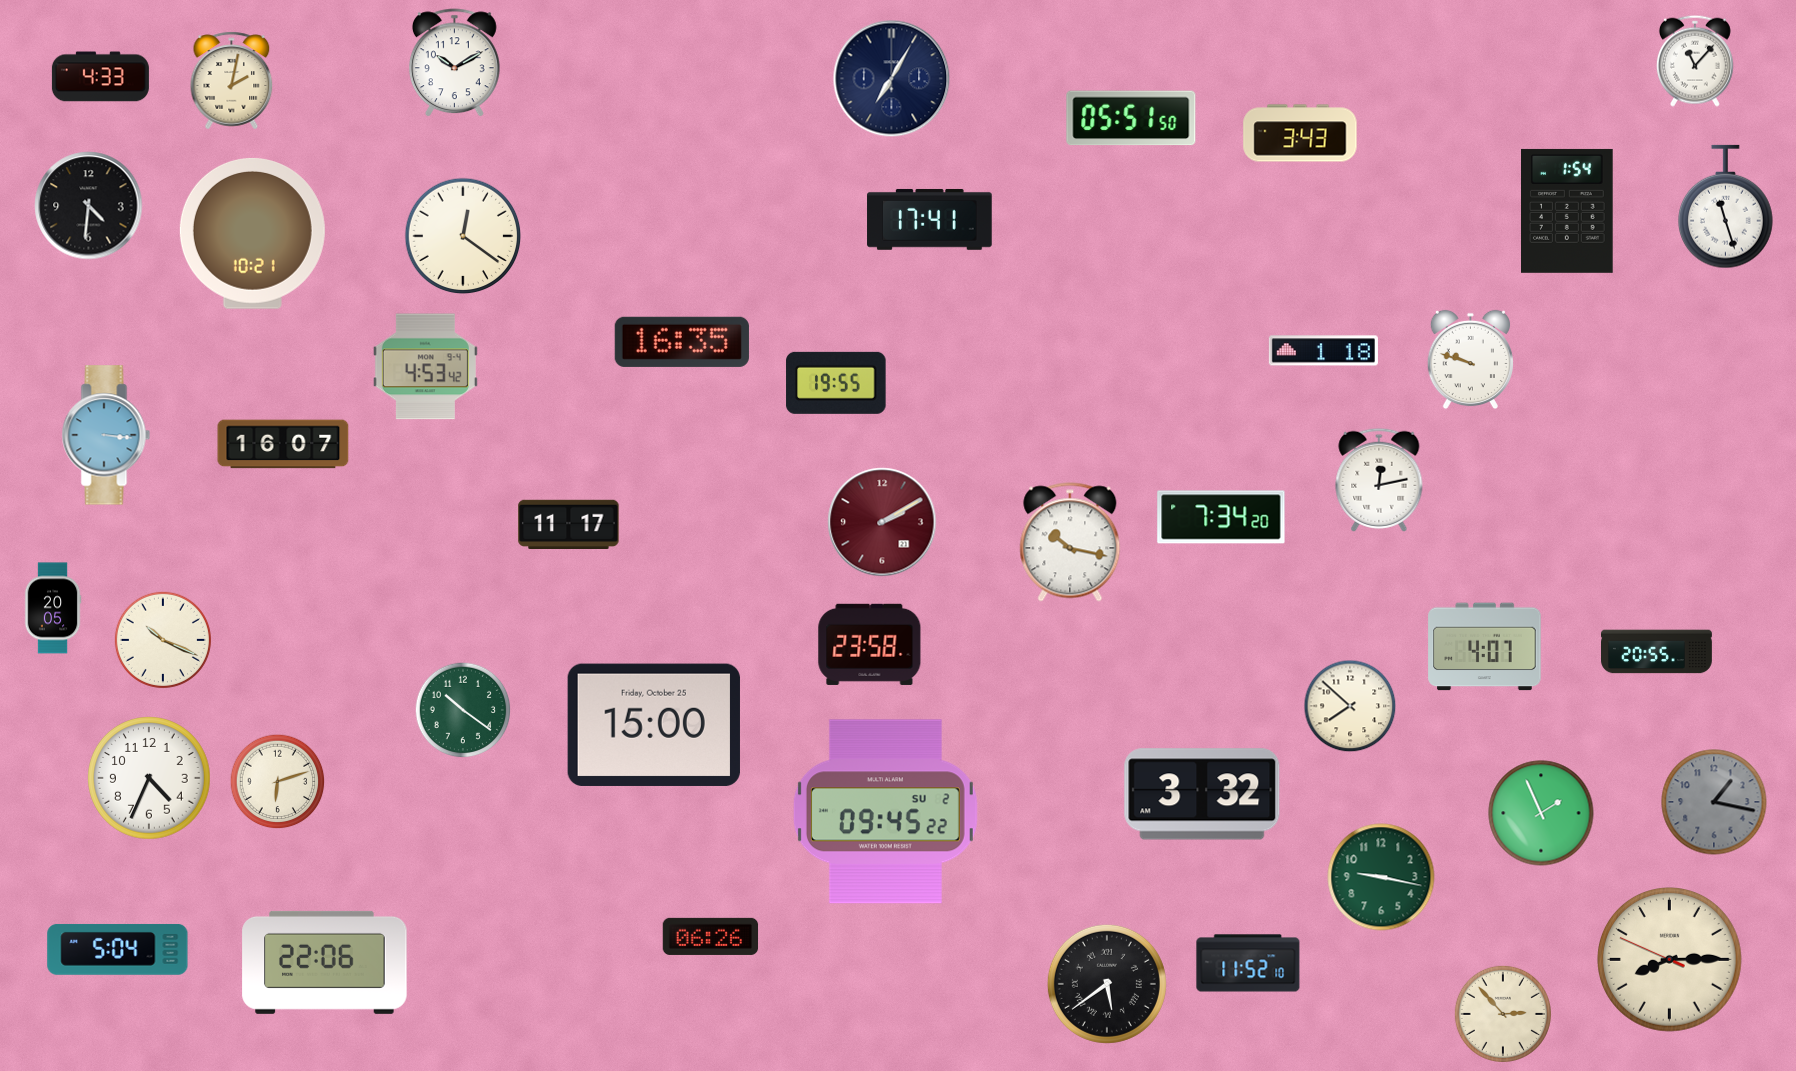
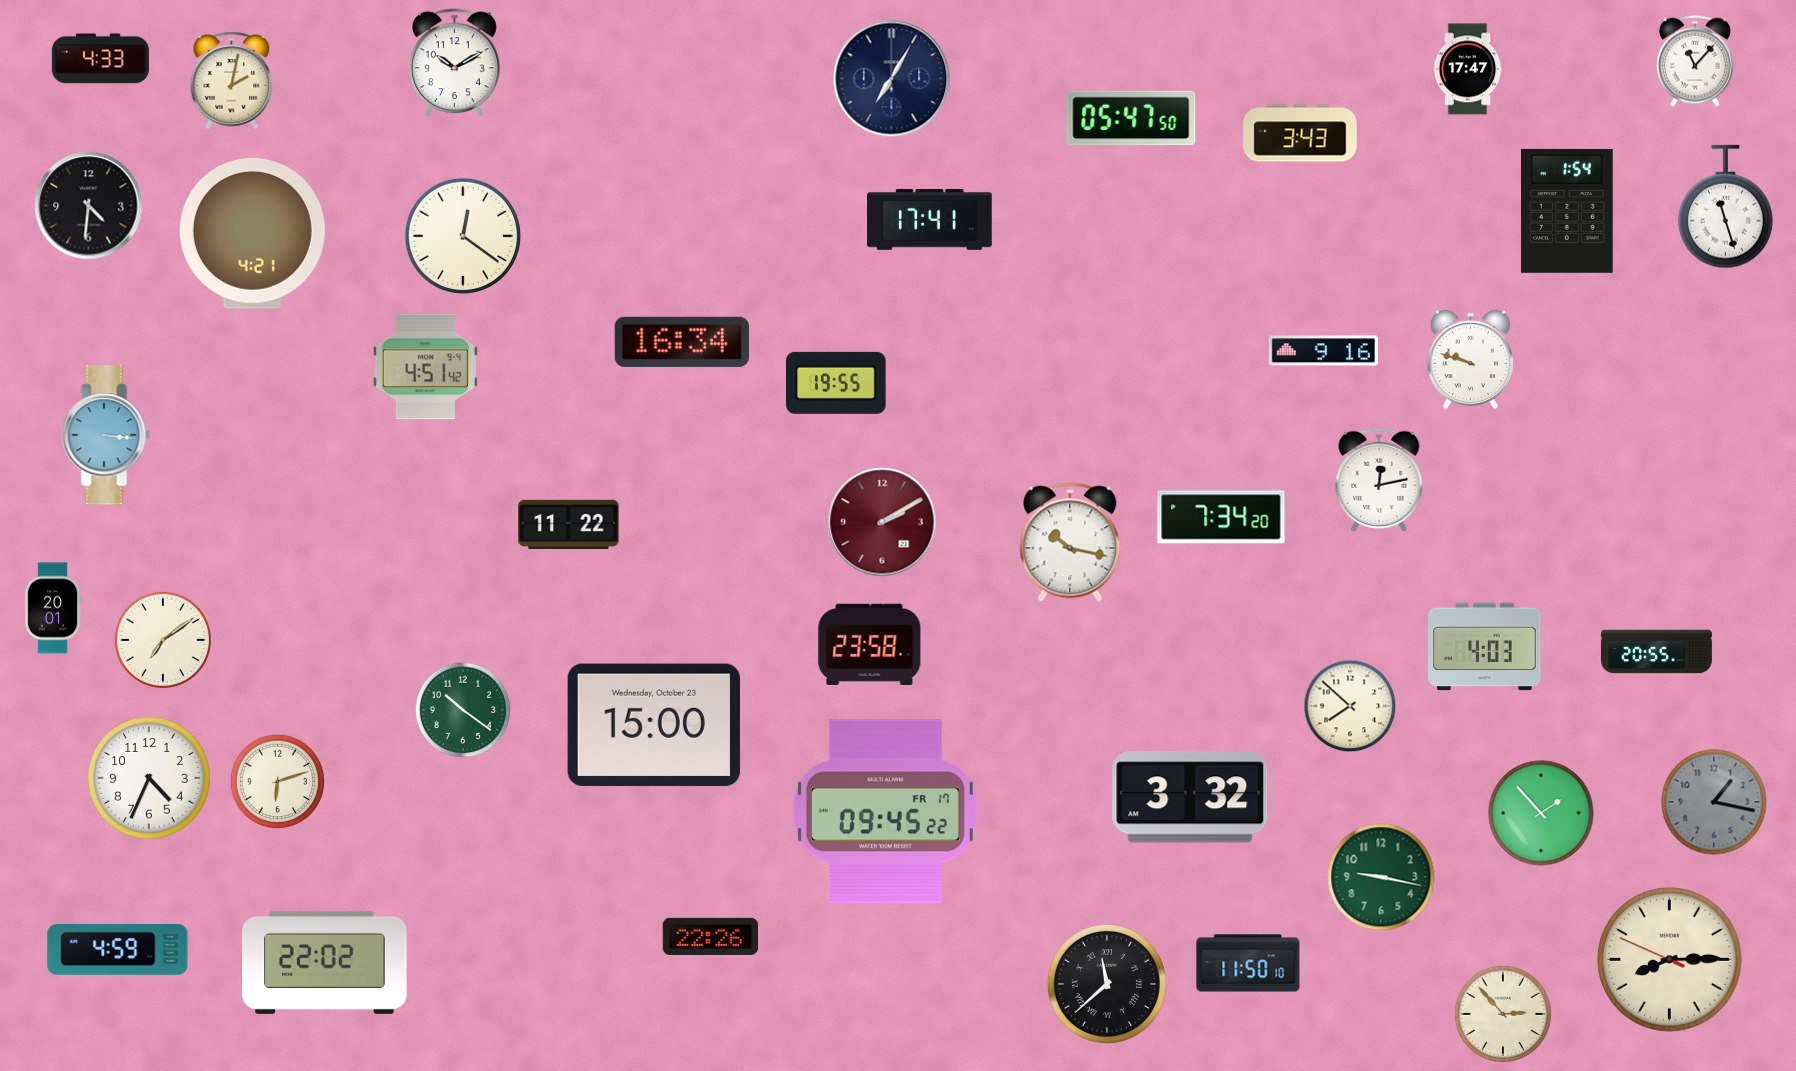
clock at (1468, 69): none -> 17:47
clock at (100, 77) position: (100, 77) -> (100, 59)
clock at (1131, 118): 05:51 -> 05:47
clock at (252, 233): 10:21 -> 4:21
clock at (682, 342): 16:35 -> 16:34
clock at (1323, 351): 1:18 -> 9:16
clock at (425, 367): 4:53 -> 4:51
clock at (283, 444): 16:07 -> none
clock at (569, 524): 11:17 -> 11:22
clock at (53, 608): 20:05 -> 20:01
clock at (163, 640): 10:19 -> 7:09
clock at (1485, 647): 4:07 -> 4:03
clock at (654, 725) date: Friday, October 25 -> Wednesday, October 23
clock at (1202, 794) position: (1202, 794) -> (1190, 797)
clock at (885, 812) date: SU 2 -> FR 17
clock at (1541, 813): 1:56 -> 1:53
clock at (711, 936): 06:26 -> 22:26
clock at (118, 950): 5:04 -> 4:59
clock at (325, 962): 22:06 -> 22:02
clock at (1248, 963): 11:52 -> 11:50
clock at (1107, 984): 5:39 -> 11:38
